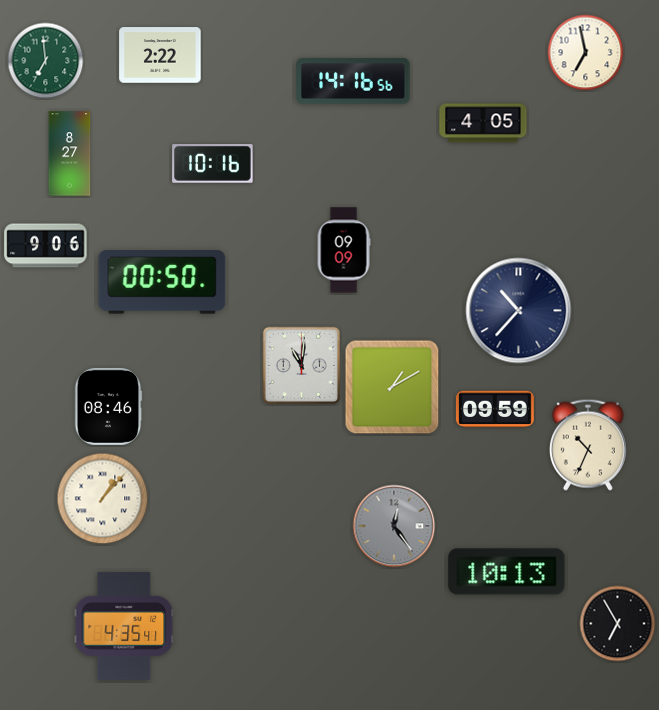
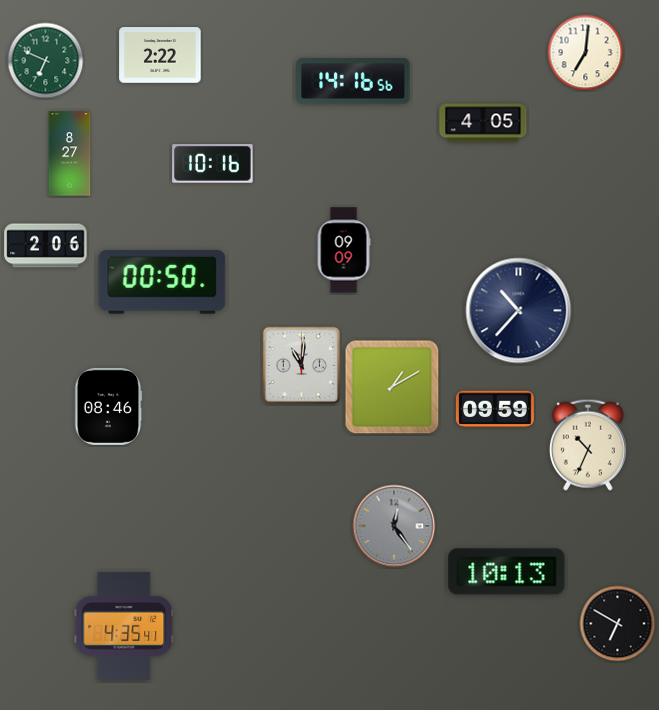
clock at (586, 53): 6:58 -> 7:01
clock at (46, 61): 6:59 -> 6:49
clock at (46, 246): 9:06 -> 2:06
clock at (103, 499): 1:07 -> none
clock at (618, 624): 6:55 -> 6:50
